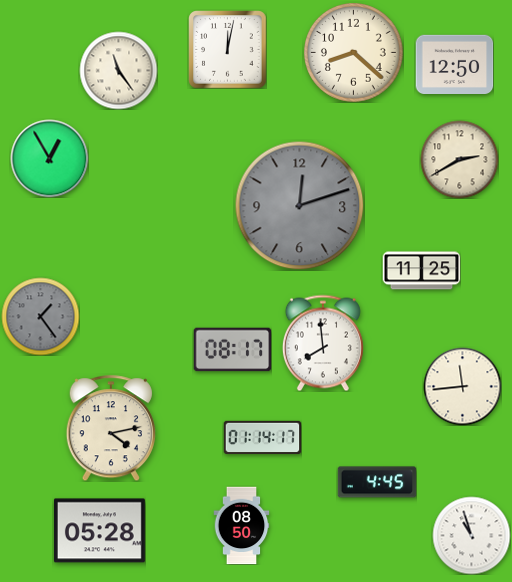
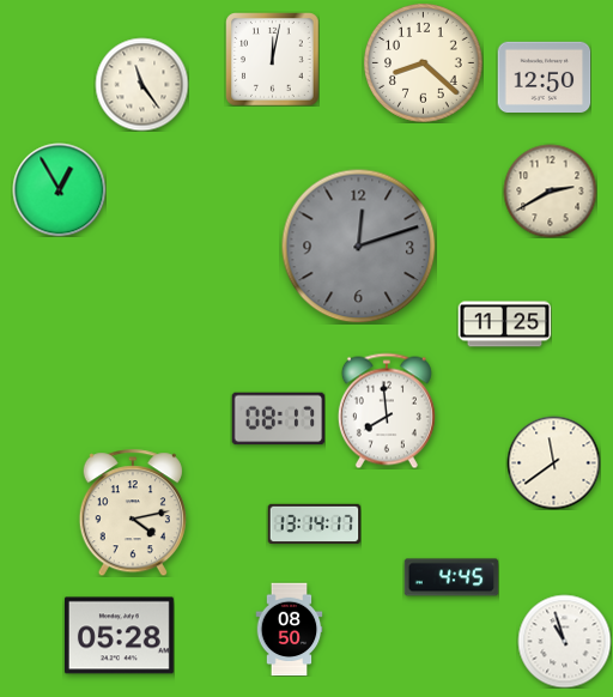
clock at (40, 316): 1:24 -> none
clock at (462, 386): 11:44 -> 11:39
clock at (262, 438): 01:14 -> 13:14
